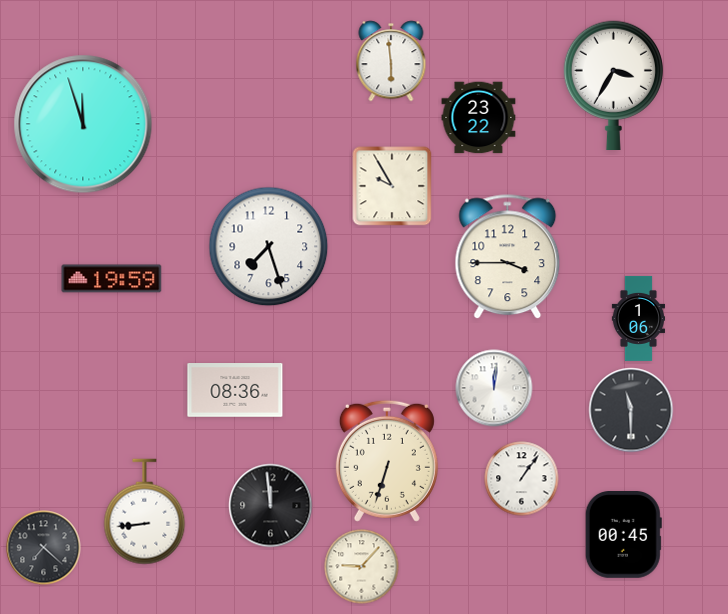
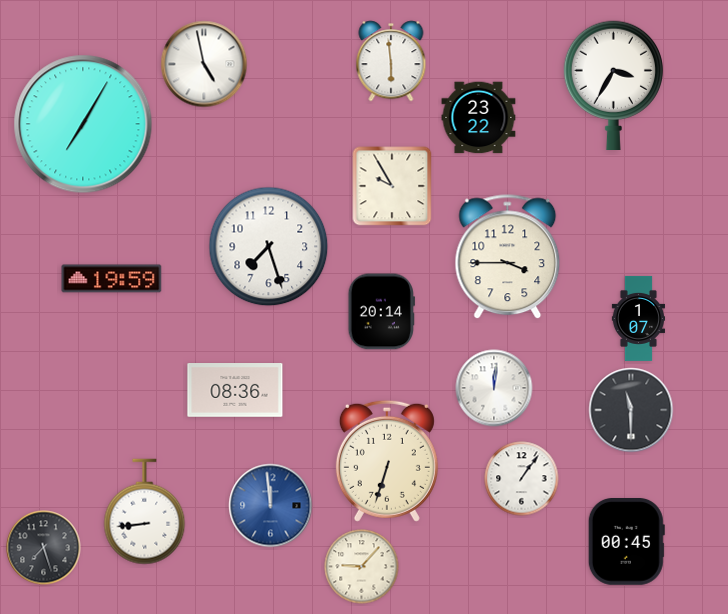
clock at (204, 64): none -> 4:58
clock at (83, 124): 11:57 -> 7:05
clock at (381, 312): none -> 20:14
clock at (638, 318): 1:06 -> 1:07
clock at (271, 506) dial: black -> blue
clock at (623, 535) position: (623, 535) -> (626, 542)
clock at (44, 548): 7:22 -> 7:27
